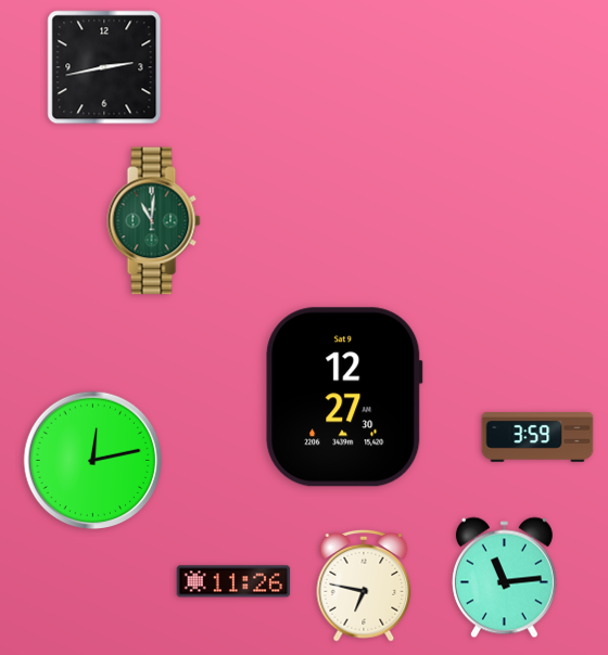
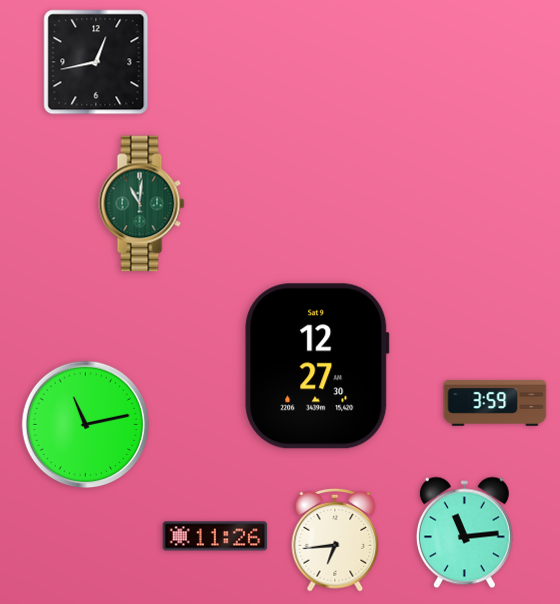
clock at (104, 67): 2:43 -> 12:43
clock at (93, 461): 12:13 -> 11:13
clock at (364, 586): 6:47 -> 6:44
